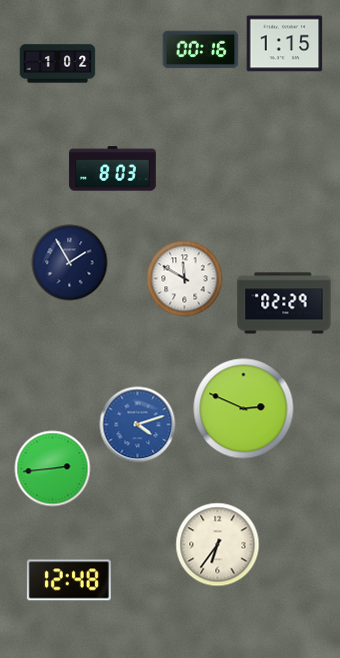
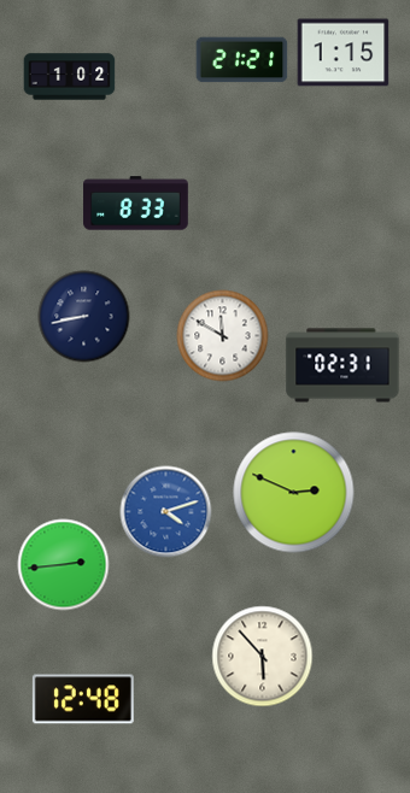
clock at (201, 50): 00:16 -> 21:21
clock at (113, 169): 8:03 -> 8:33
clock at (70, 263): 1:55 -> 8:43
clock at (284, 303): 02:29 -> 02:31
clock at (218, 545): 6:36 -> 5:53
